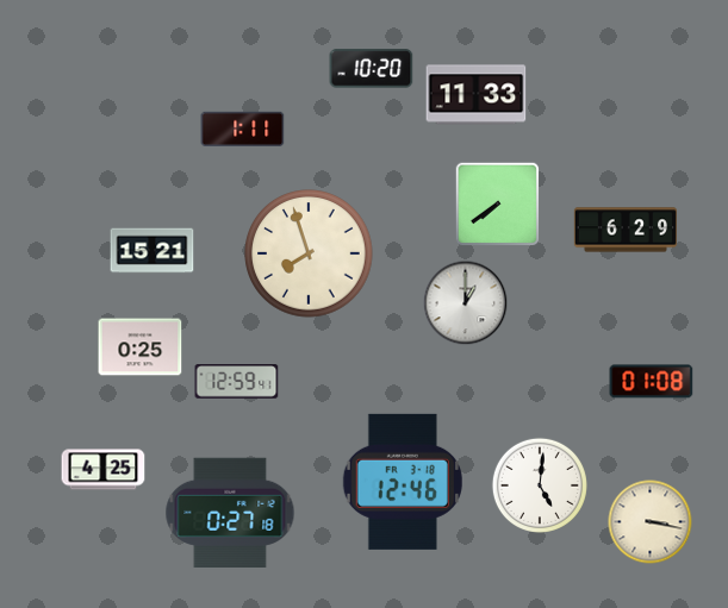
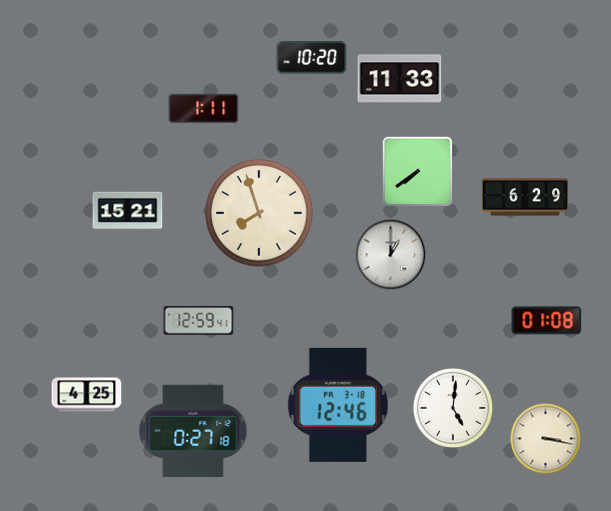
clock at (624, 230) position: (624, 230) -> (524, 197)
clock at (141, 347): 0:25 -> none
